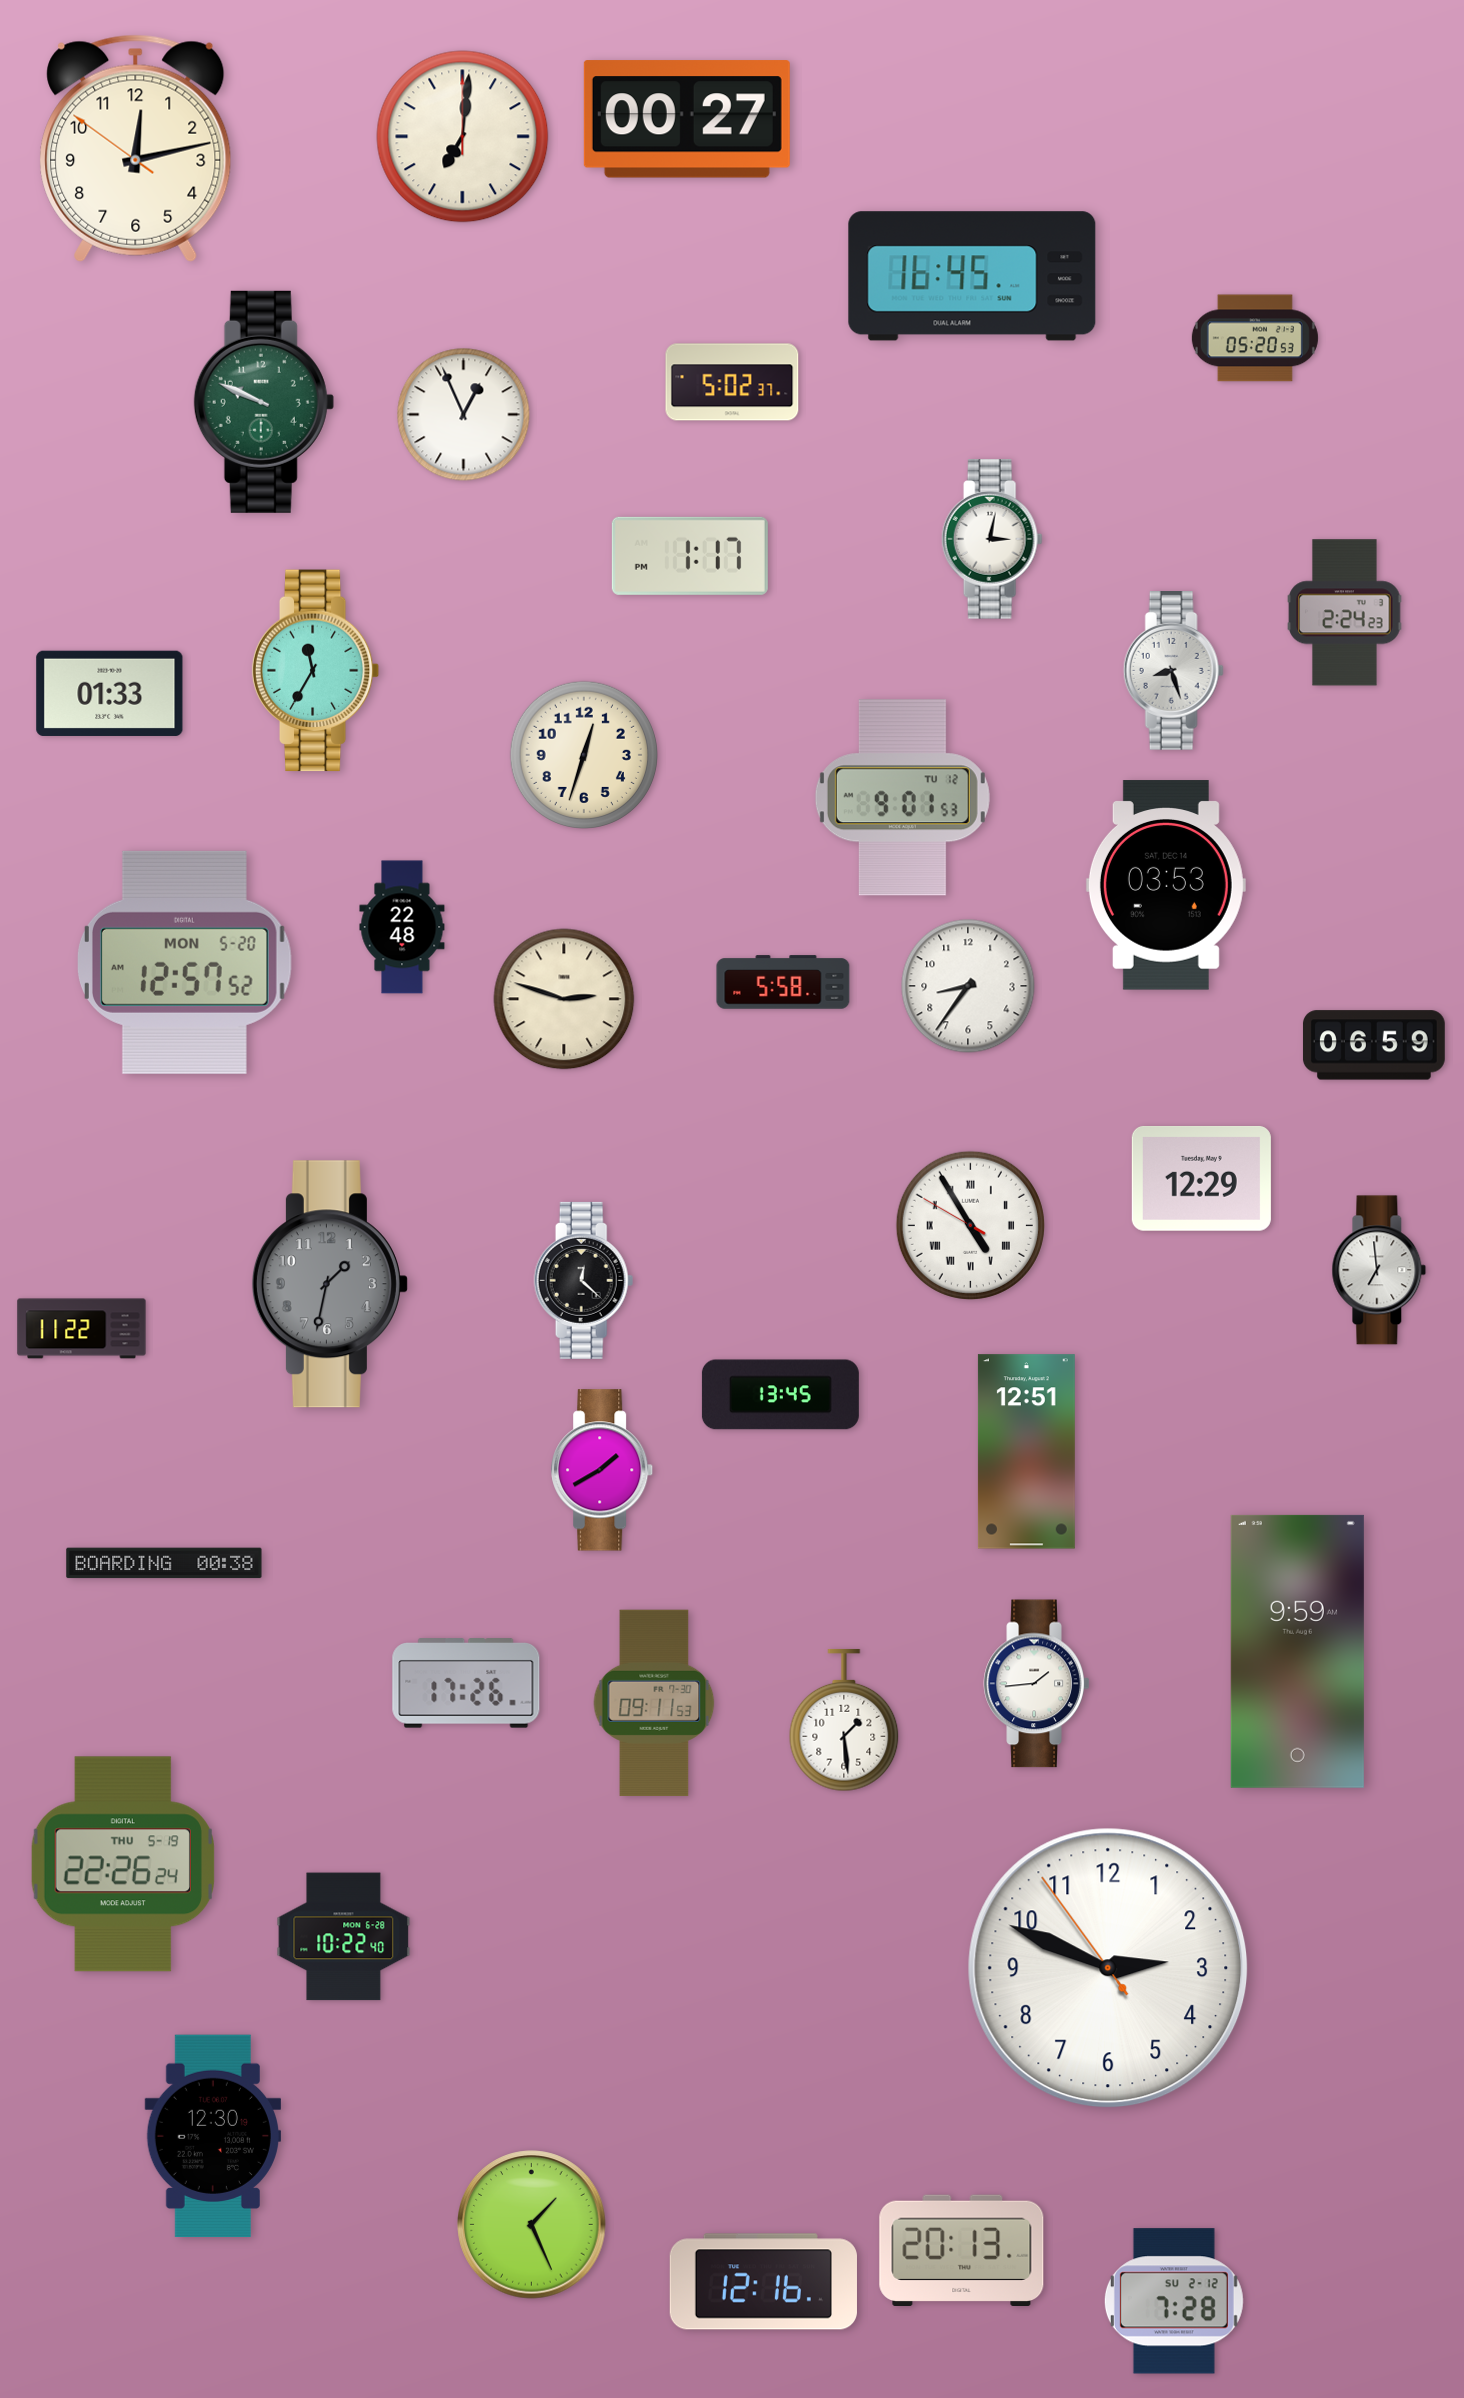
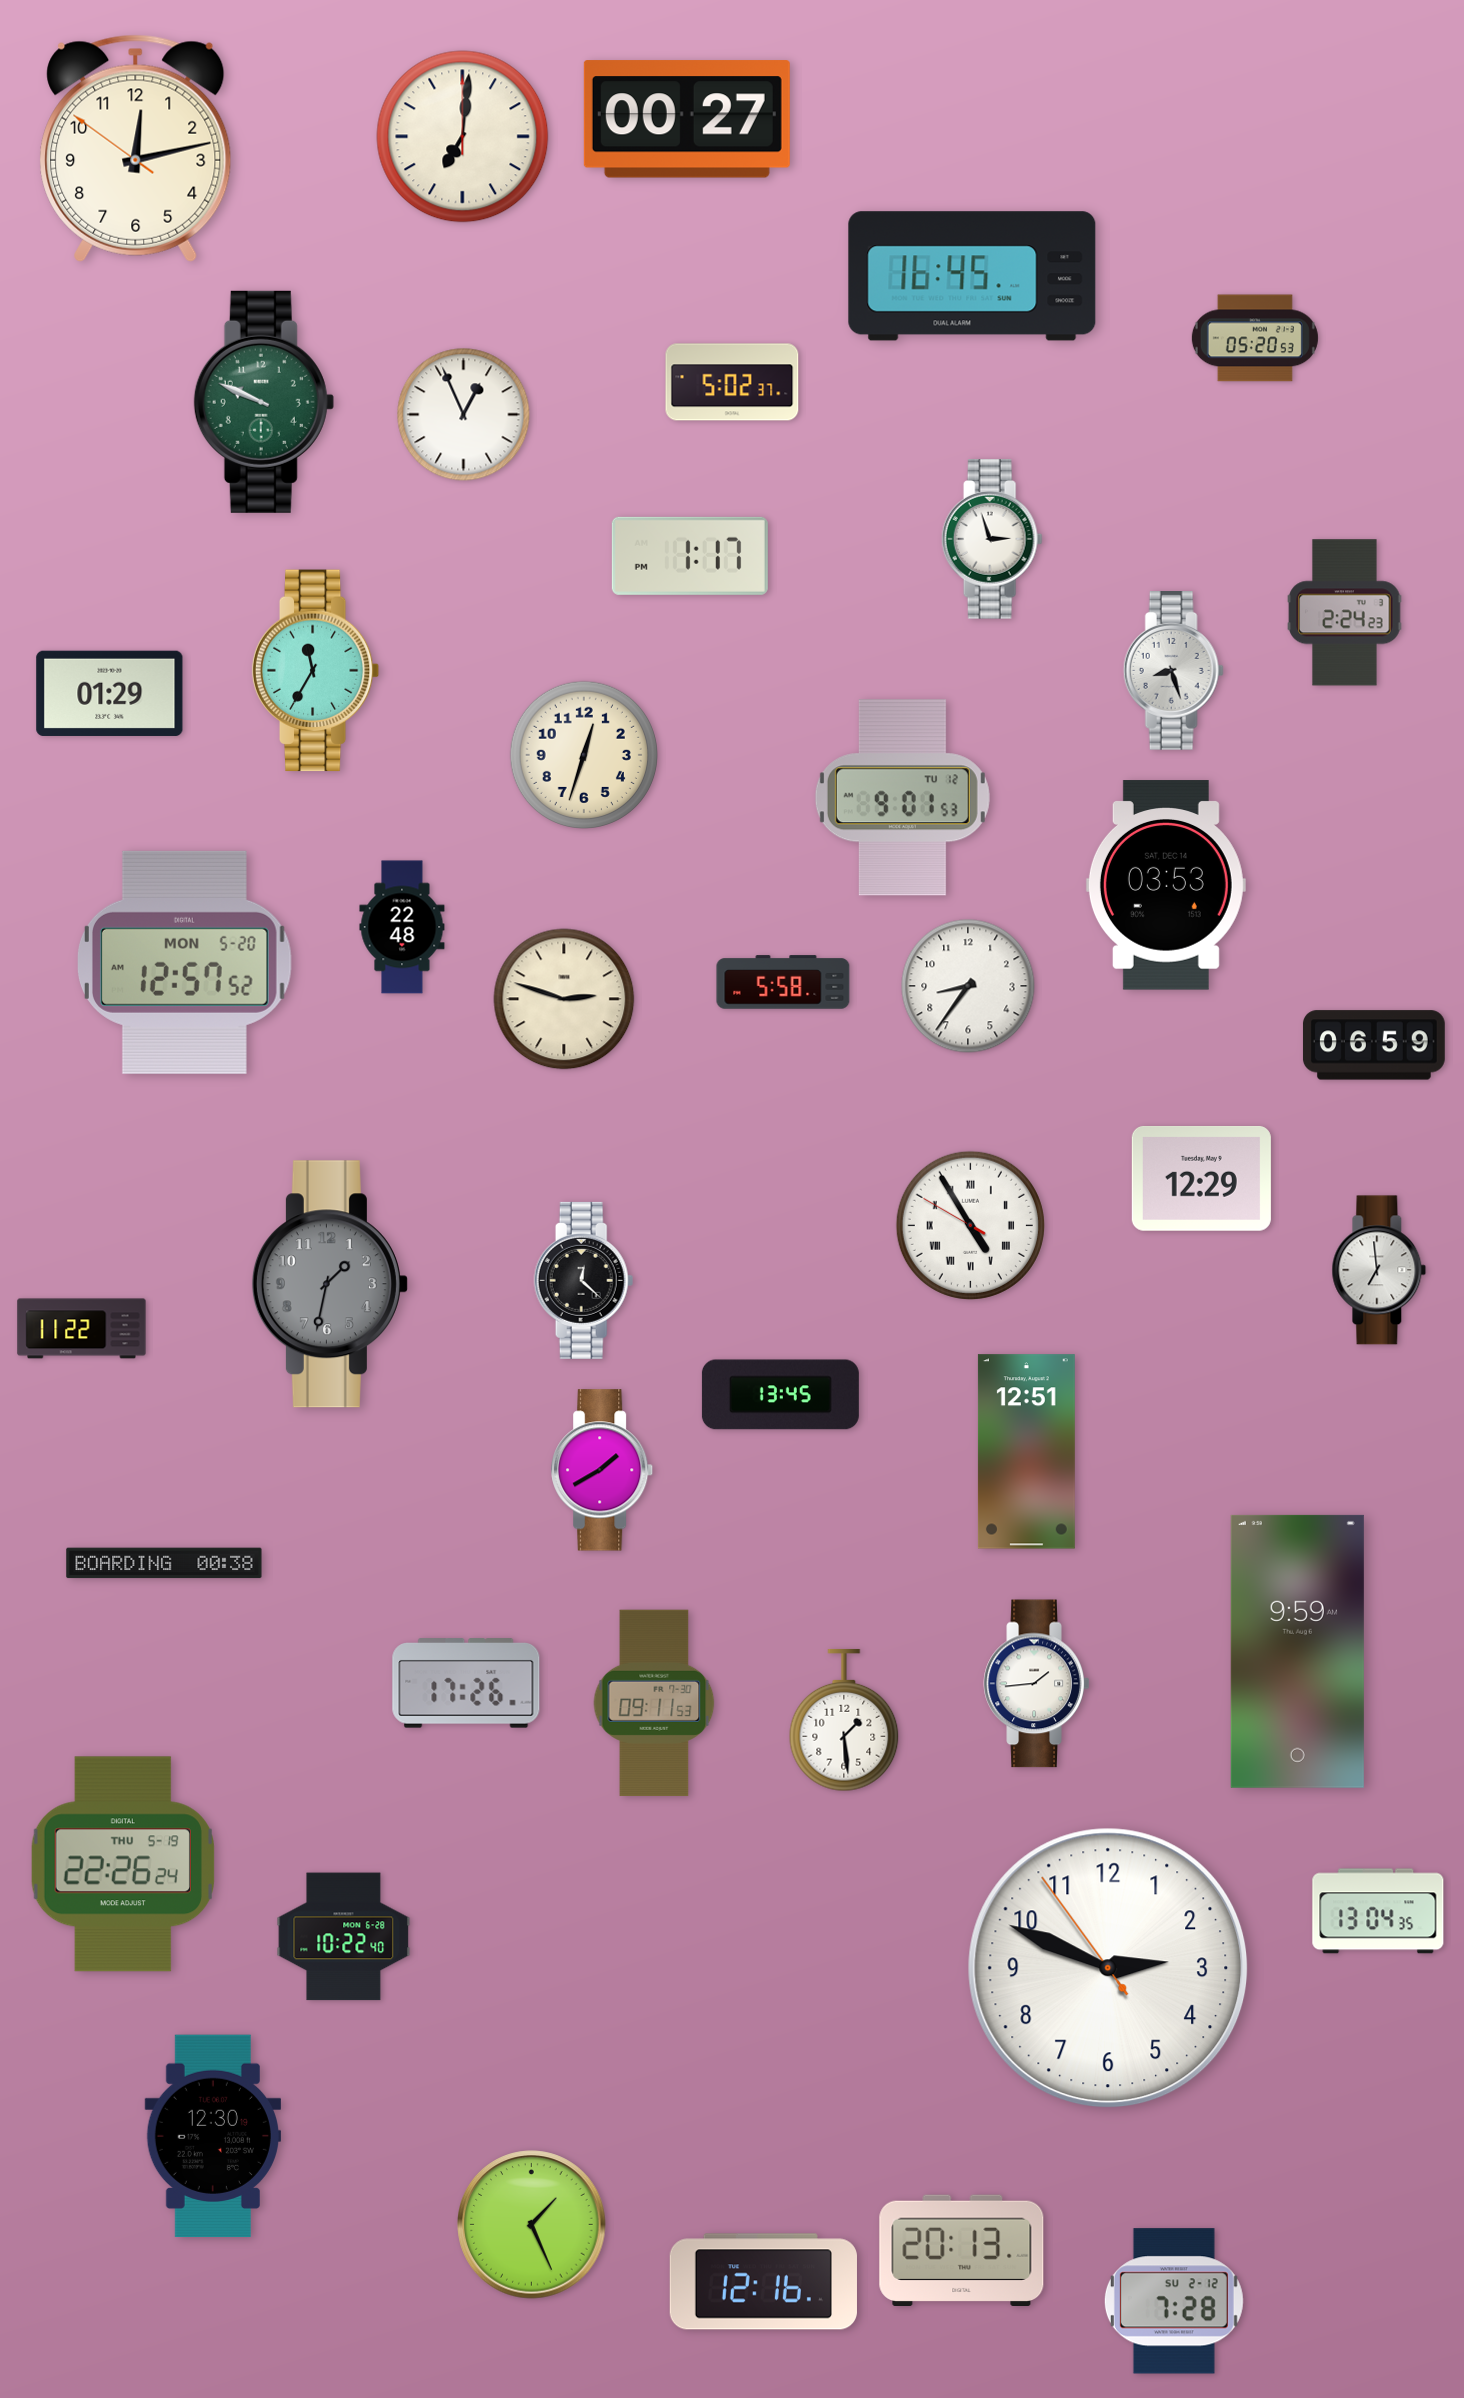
clock at (992, 539): 3:02 -> 2:57
clock at (110, 693): 01:33 -> 01:29
clock at (1378, 1911): none -> 13:04
